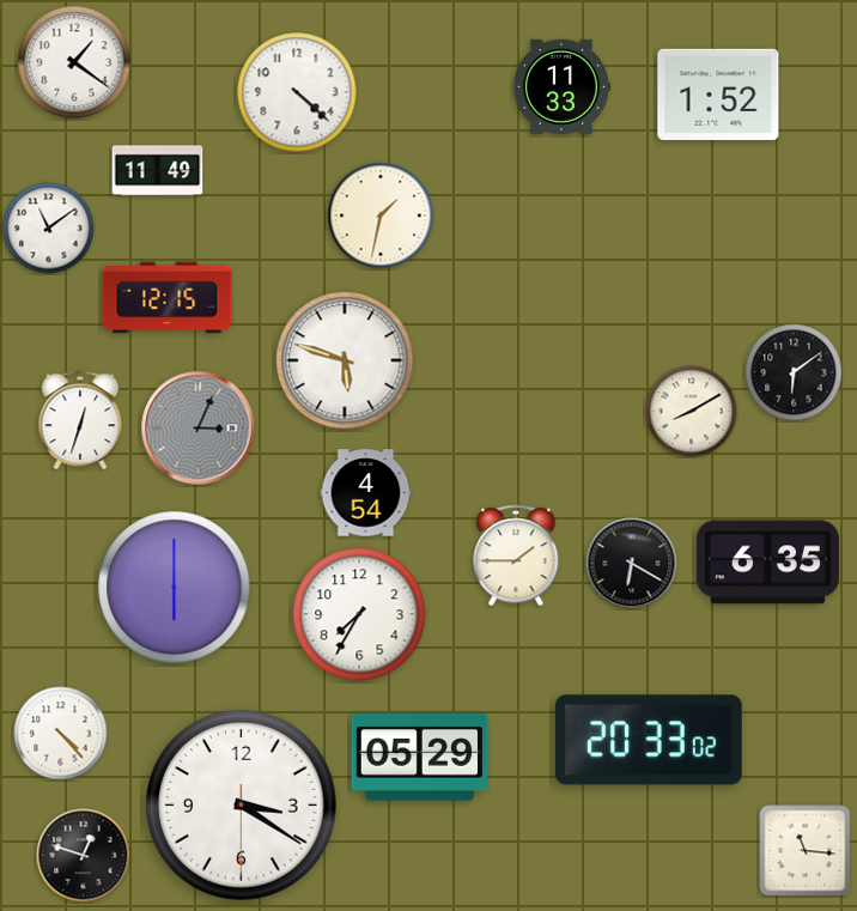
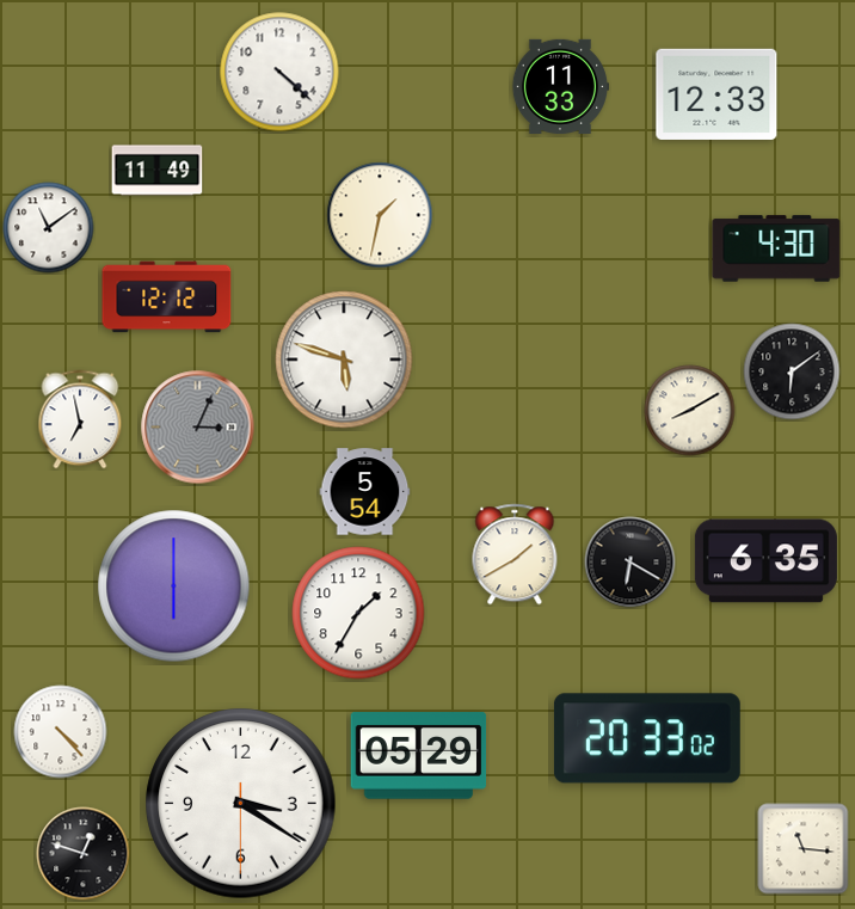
clock at (74, 62): 1:21 -> none
clock at (297, 92) position: (297, 92) -> (279, 72)
clock at (718, 95): 1:52 -> 12:33
clock at (776, 248): none -> 4:30
clock at (168, 298): 12:15 -> 12:12
clock at (80, 420): 12:33 -> 6:58
clock at (366, 493): 4:54 -> 5:54
clock at (516, 555): 1:45 -> 1:40
clock at (359, 614): 7:35 -> 1:35
